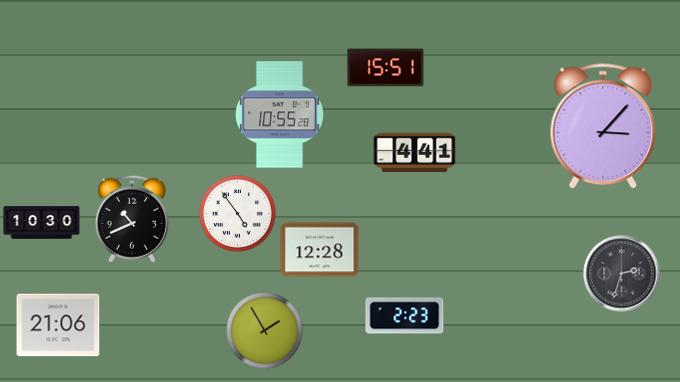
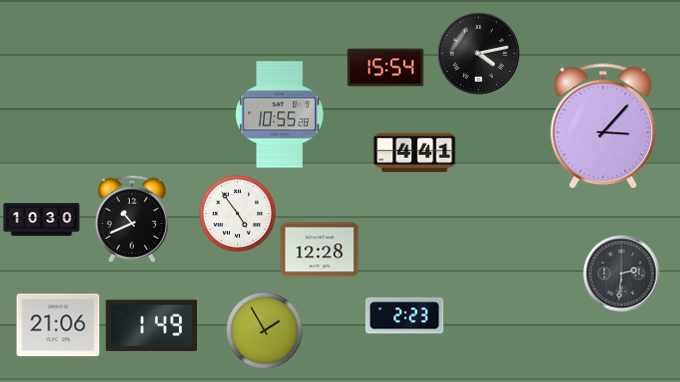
clock at (479, 54): none -> 4:13
clock at (386, 68): 15:51 -> 15:54
clock at (42, 223) position: (42, 223) -> (42, 220)
clock at (622, 274): 2:33 -> 2:31
clock at (151, 326): none -> 1:49
